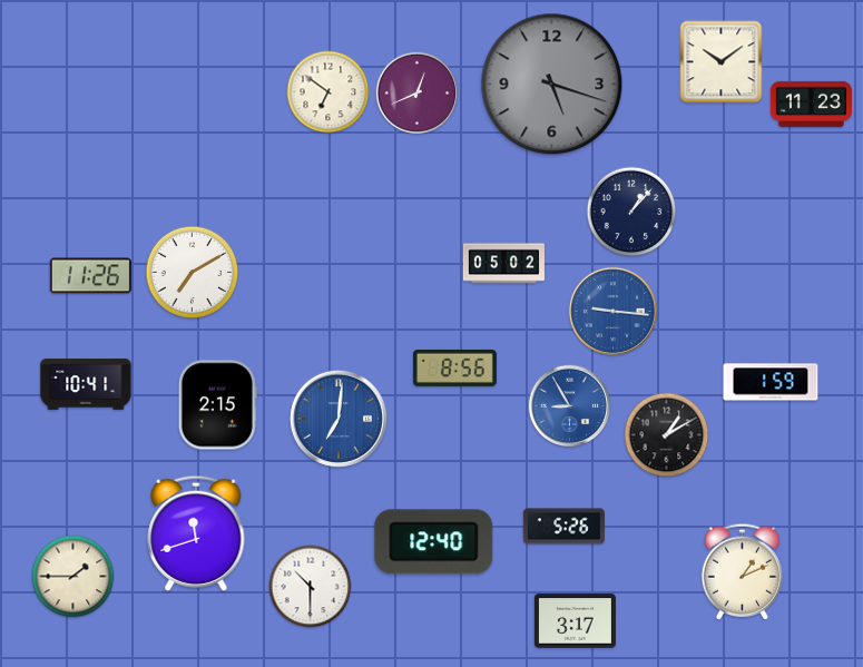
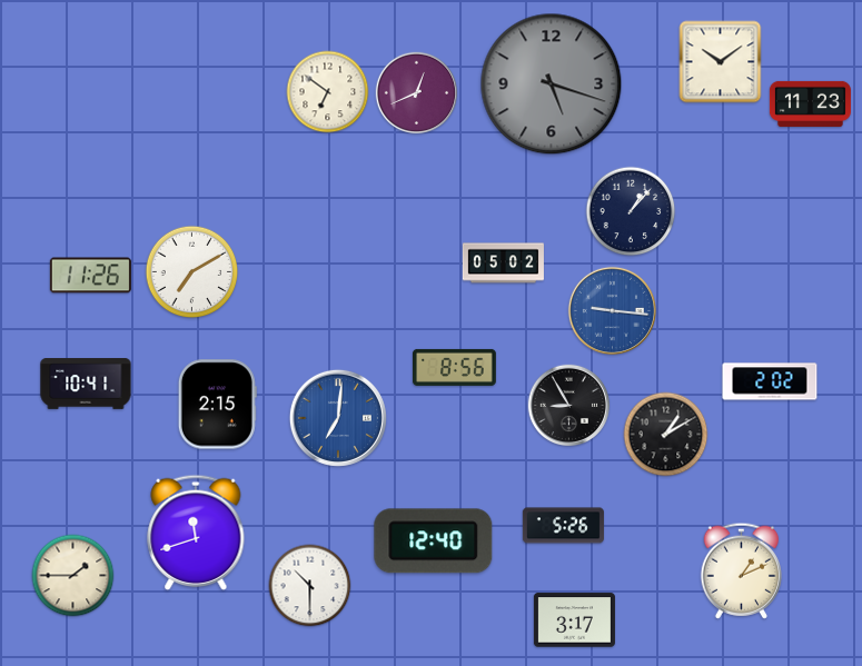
clock at (771, 382): 1:59 -> 2:02
clock at (570, 406) dial: blue -> black
